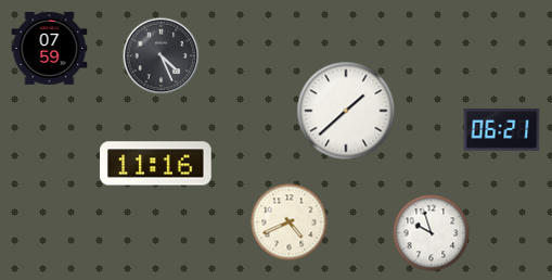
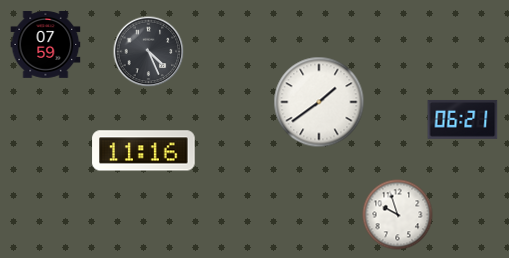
clock at (346, 111): 1:38 -> 1:39
clock at (290, 222): 4:41 -> none
